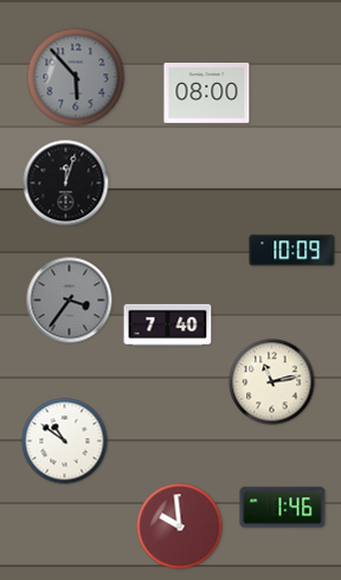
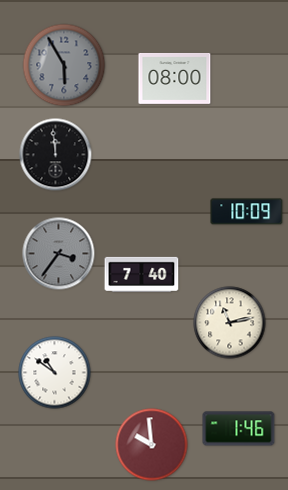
clock at (76, 77): 5:53 -> 5:55
clock at (66, 183): 12:03 -> 11:59
